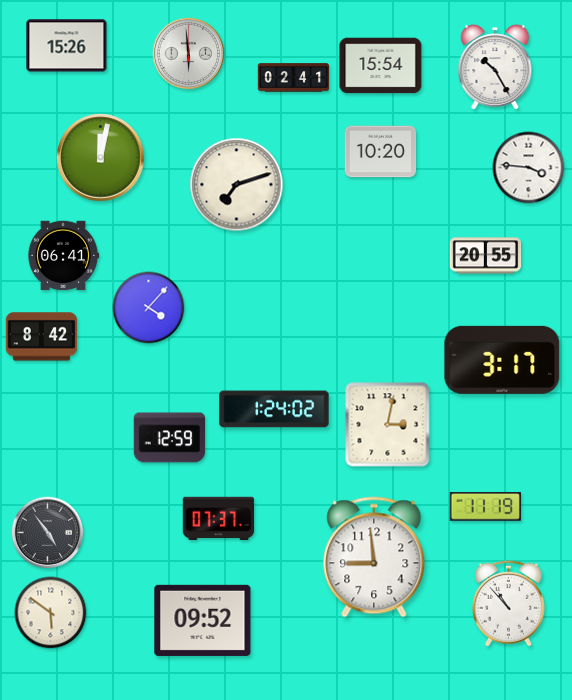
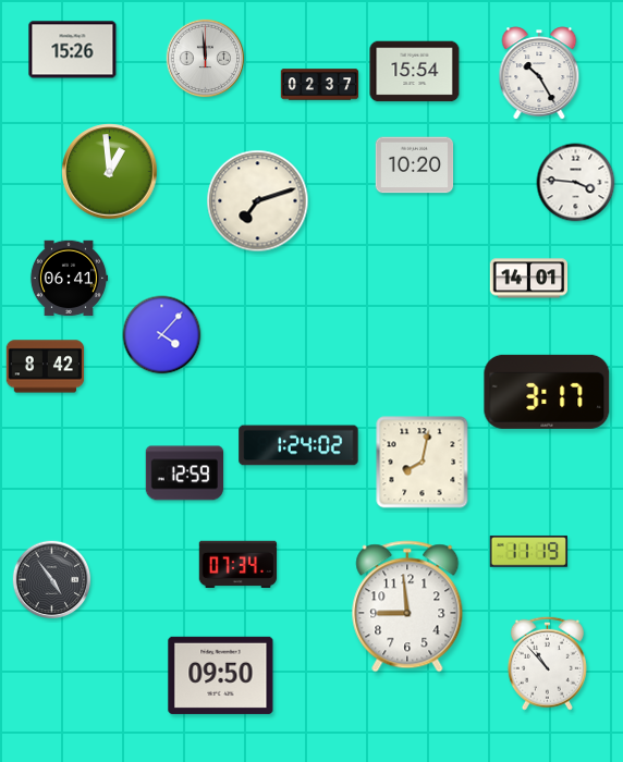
clock at (189, 54): 5:59 -> 11:59
clock at (294, 78): 02:41 -> 02:37
clock at (101, 158): 12:02 -> 12:59
clock at (486, 256): 20:55 -> 14:01
clock at (388, 425): 3:02 -> 8:02
clock at (170, 438) position: (170, 438) -> (185, 474)
clock at (219, 518): 07:37 -> 07:34
clock at (508, 603) position: (508, 603) -> (547, 663)
clock at (51, 613): 5:51 -> none
clock at (203, 620): 09:52 -> 09:50
